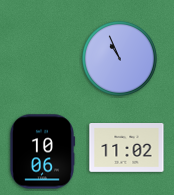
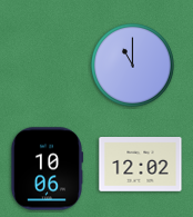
clock at (119, 58): 10:56 -> 11:00
clock at (127, 148): 11:02 -> 12:02
